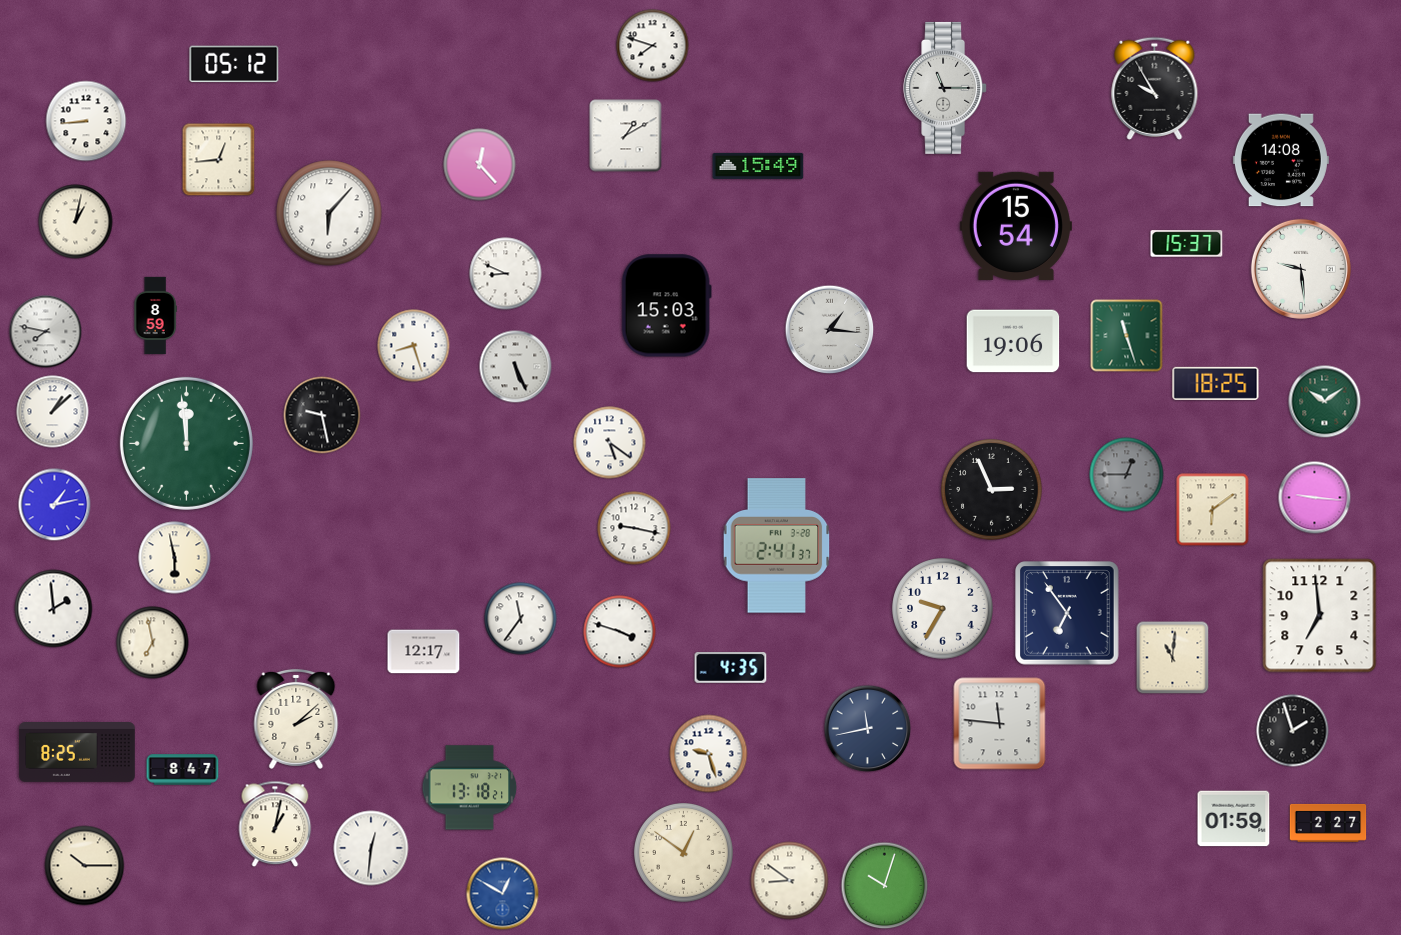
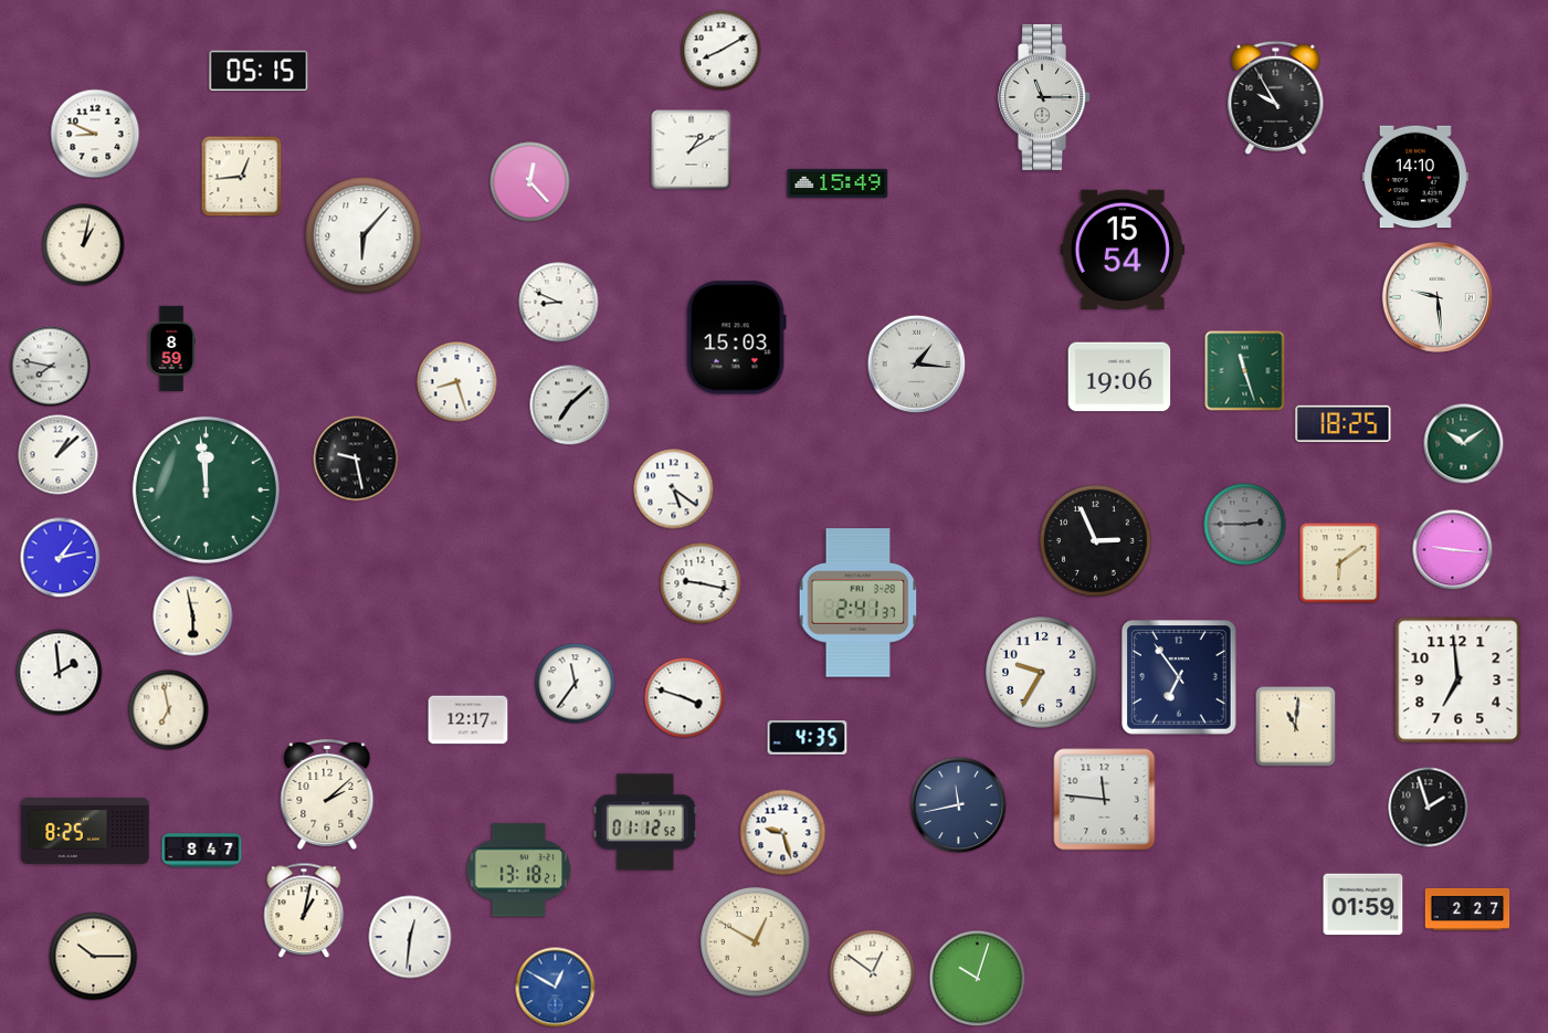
clock at (653, 46): 7:48 -> 8:10
clock at (234, 64): 05:12 -> 05:15
clock at (86, 121): 8:44 -> 8:49
clock at (1281, 160): 14:08 -> 14:10
clock at (1187, 244): 15:37 -> none
clock at (516, 367): 5:26 -> 7:08
clock at (1127, 475): 12:45 -> 2:45
clock at (645, 822): none -> 01:12
clock at (683, 852): 12:51 -> 12:50
clock at (790, 881): 8:51 -> 12:51
